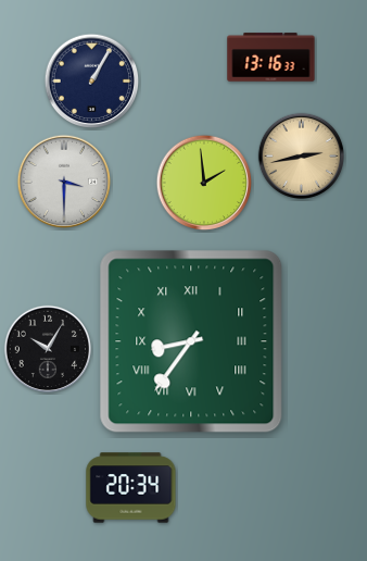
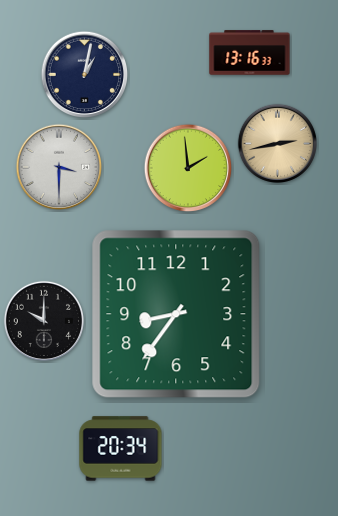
clock at (92, 82): 1:05 -> 1:02
clock at (191, 341) numerals: Roman -> Arabic
clock at (47, 348): 10:05 -> 10:00
